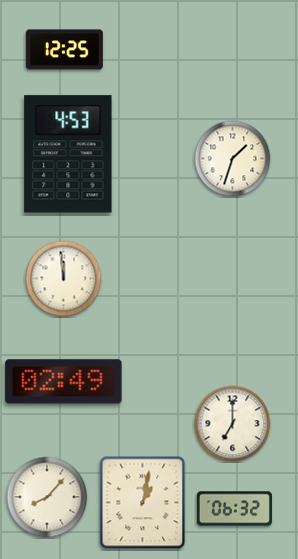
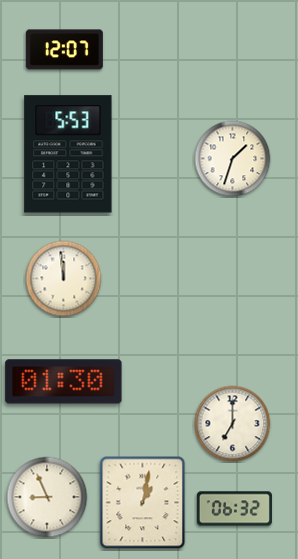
clock at (64, 50): 12:25 -> 12:07
clock at (68, 154): 4:53 -> 5:53
clock at (64, 382): 02:49 -> 01:30
clock at (47, 497): 8:07 -> 8:56
